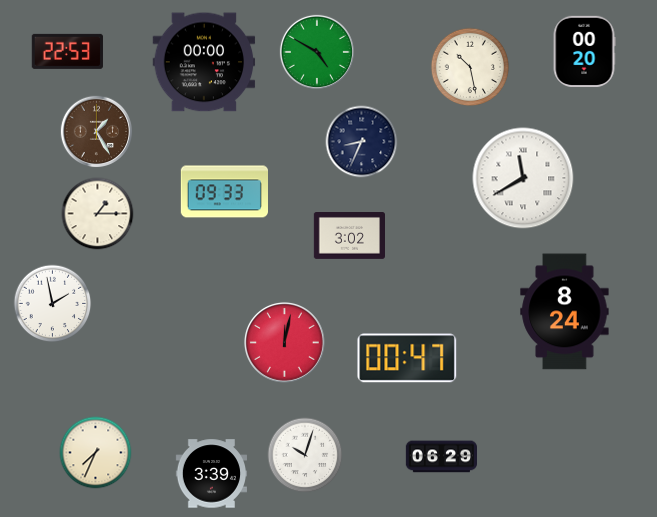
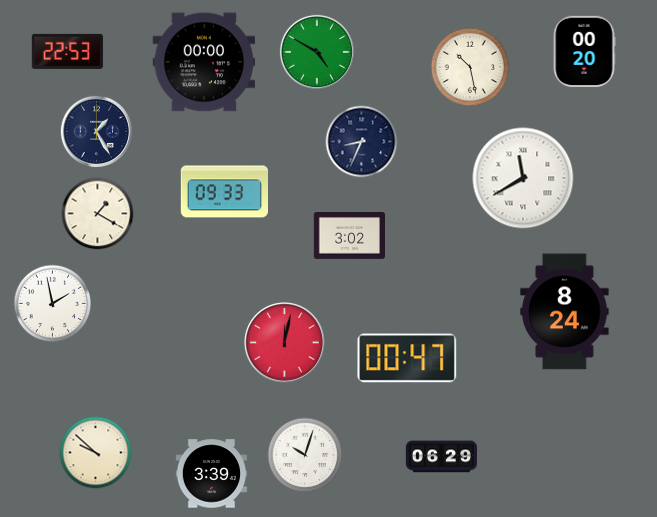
clock at (97, 132) dial: brown -> navy
clock at (98, 214): 1:15 -> 1:20
clock at (96, 453): 7:34 -> 9:52
